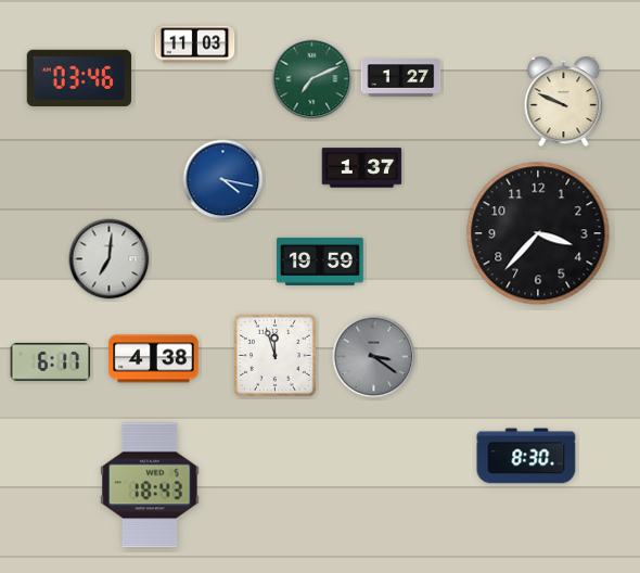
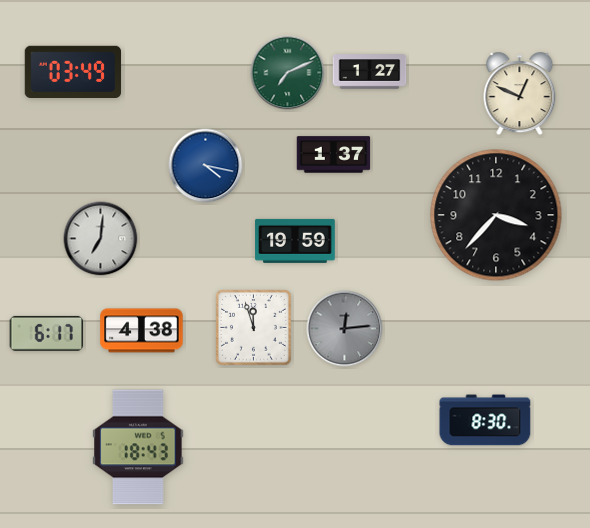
clock at (195, 44): 11:03 -> none
clock at (79, 77): 03:46 -> 03:49
clock at (564, 102): 9:49 -> 12:49
clock at (374, 357): 3:21 -> 12:14
